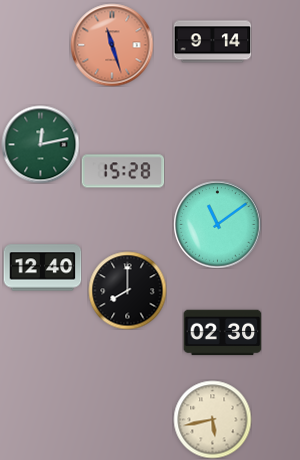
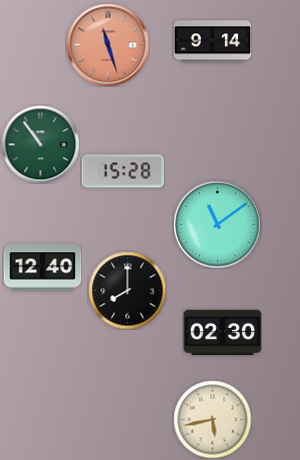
clock at (112, 45) position: (112, 45) -> (108, 45)
clock at (40, 144): 12:13 -> 10:54
